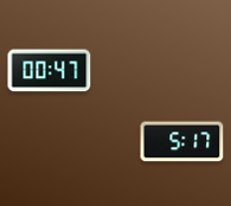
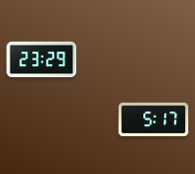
clock at (50, 71): 00:47 -> 23:29
